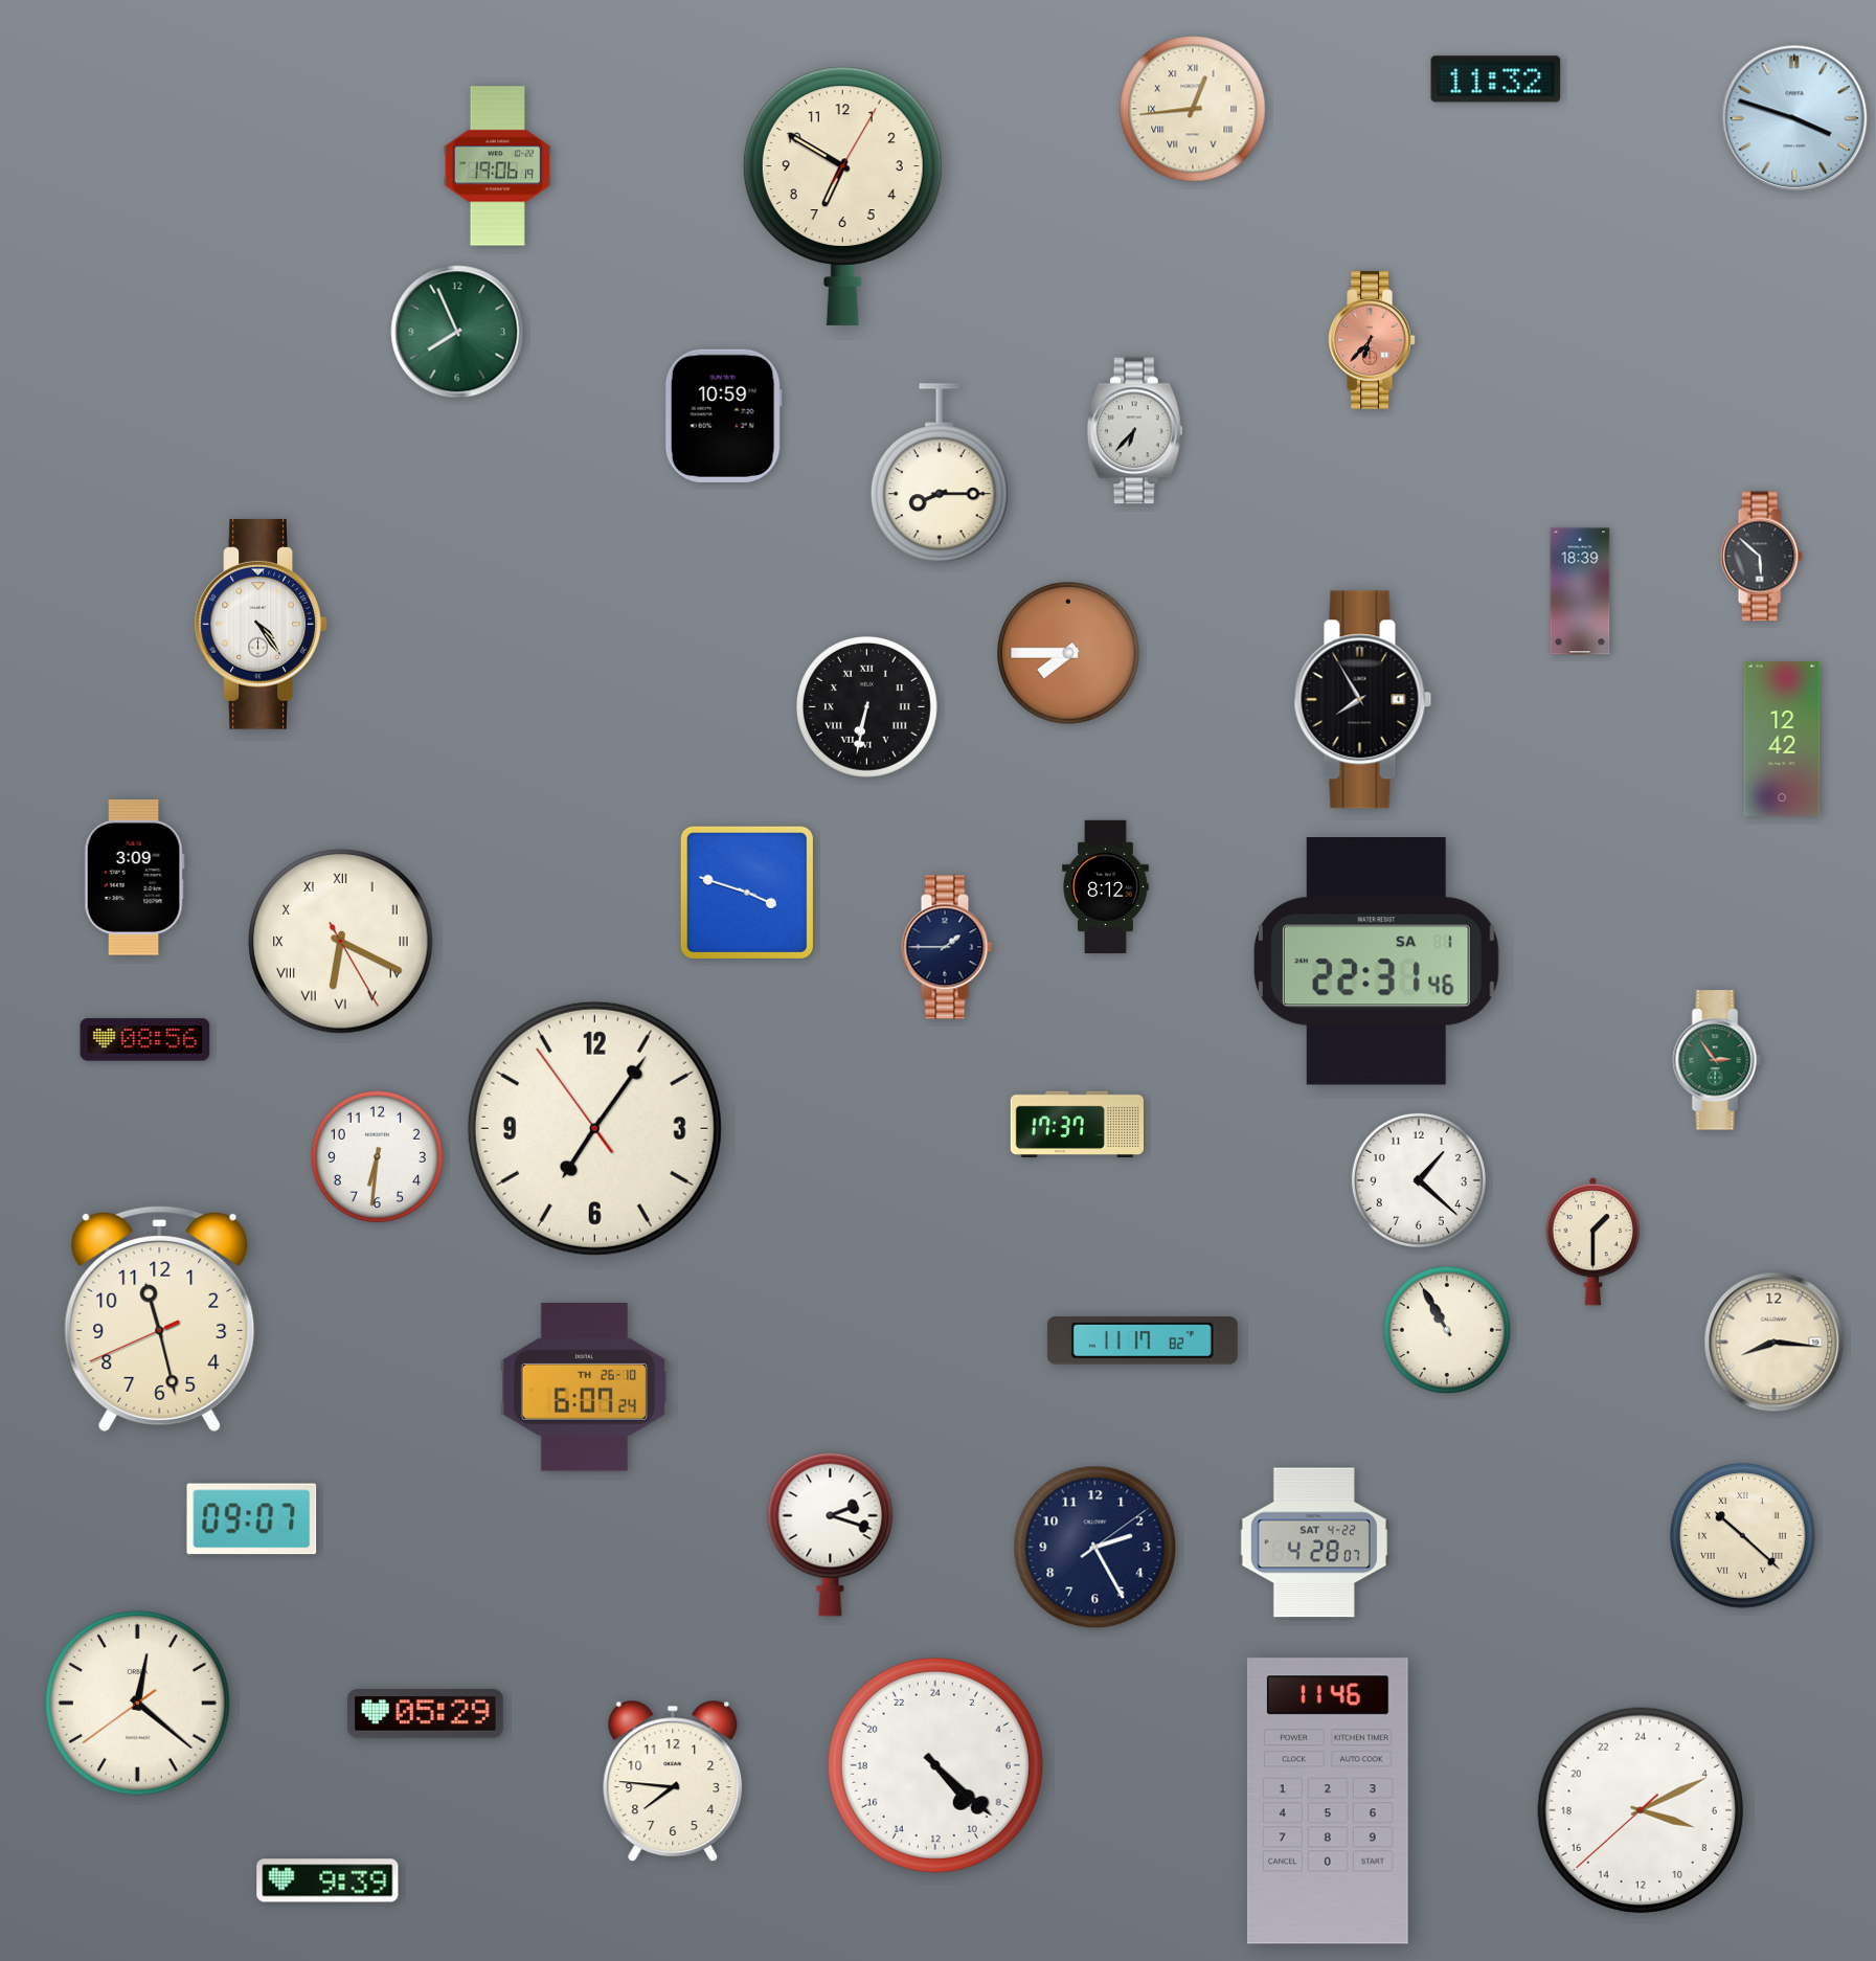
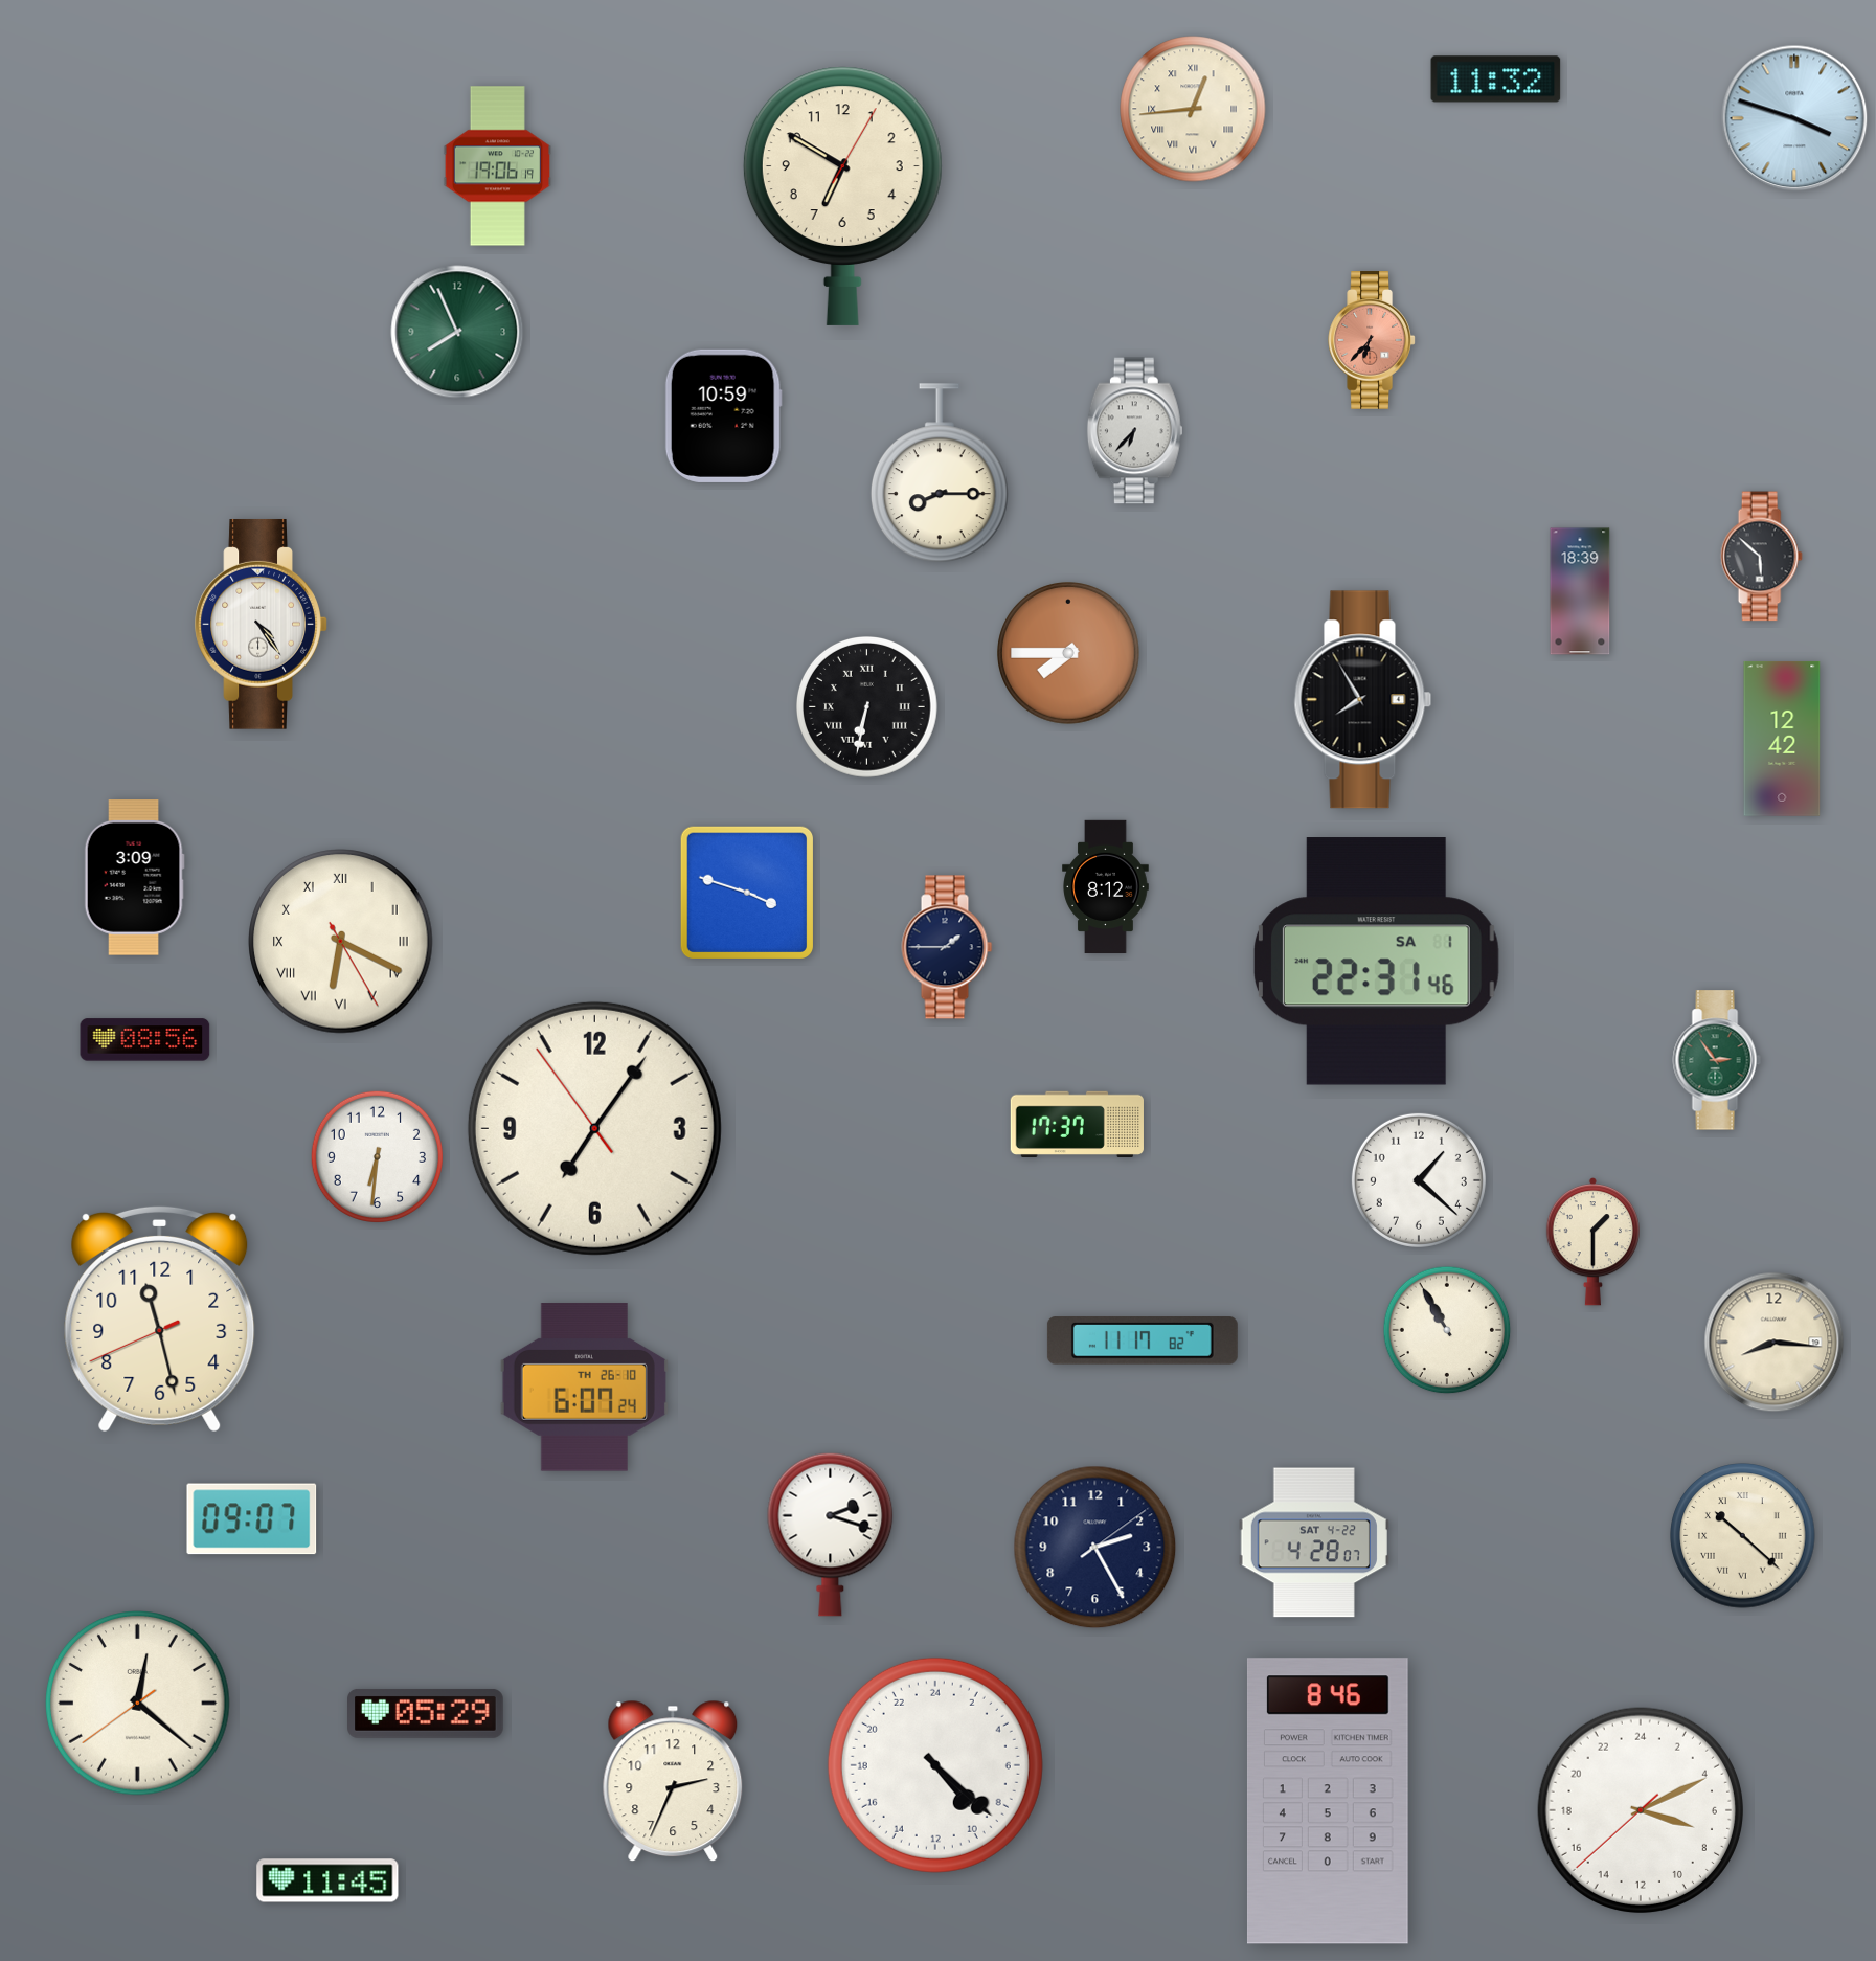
clock at (673, 1781): 7:46 -> 2:34
clock at (1328, 1801): 11:46 -> 8:46
clock at (327, 1880): 9:39 -> 11:45
